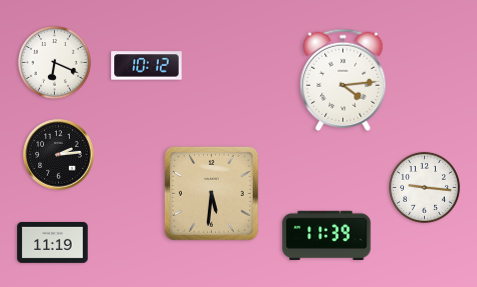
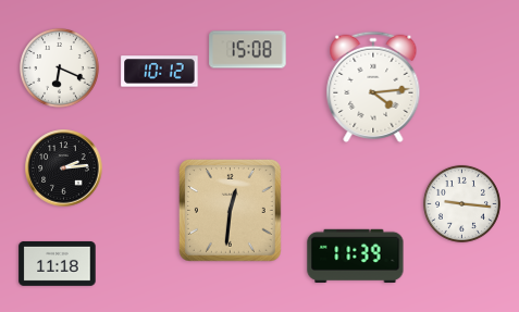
clock at (248, 50): none -> 15:08
clock at (212, 193): 5:31 -> 12:31
clock at (53, 242): 11:19 -> 11:18
